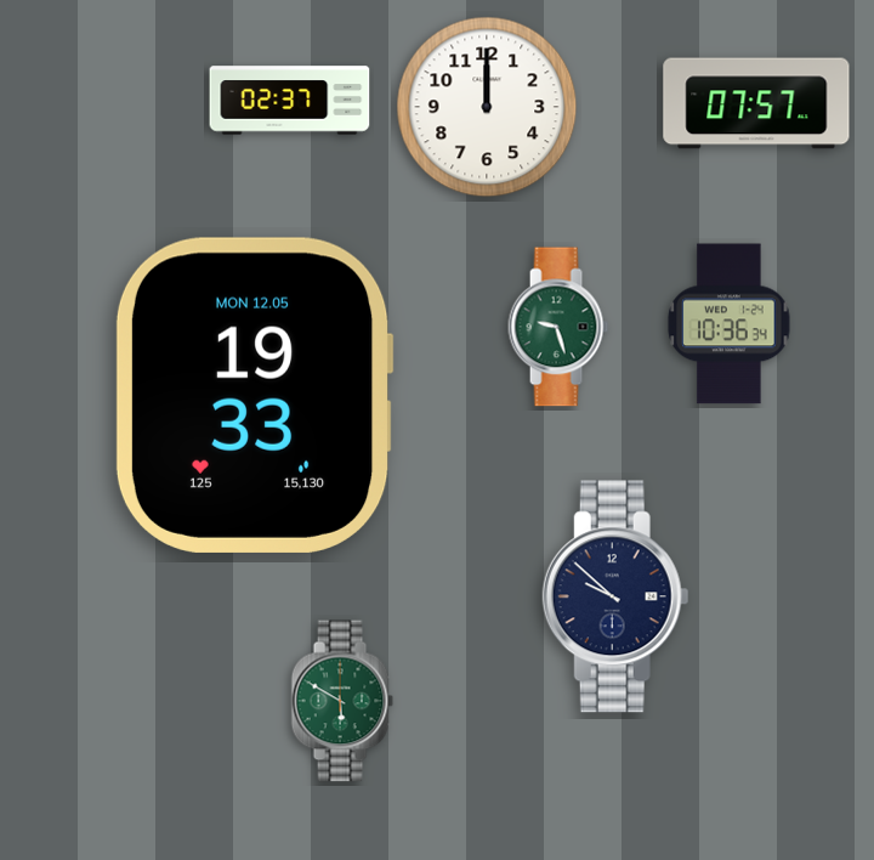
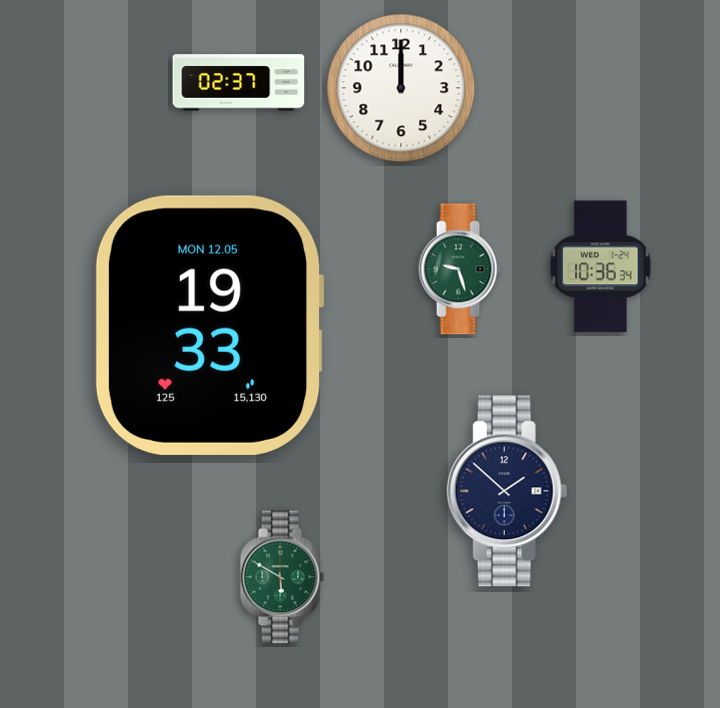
clock at (756, 103): 07:57 -> none
clock at (615, 596): 9:52 -> 1:52
